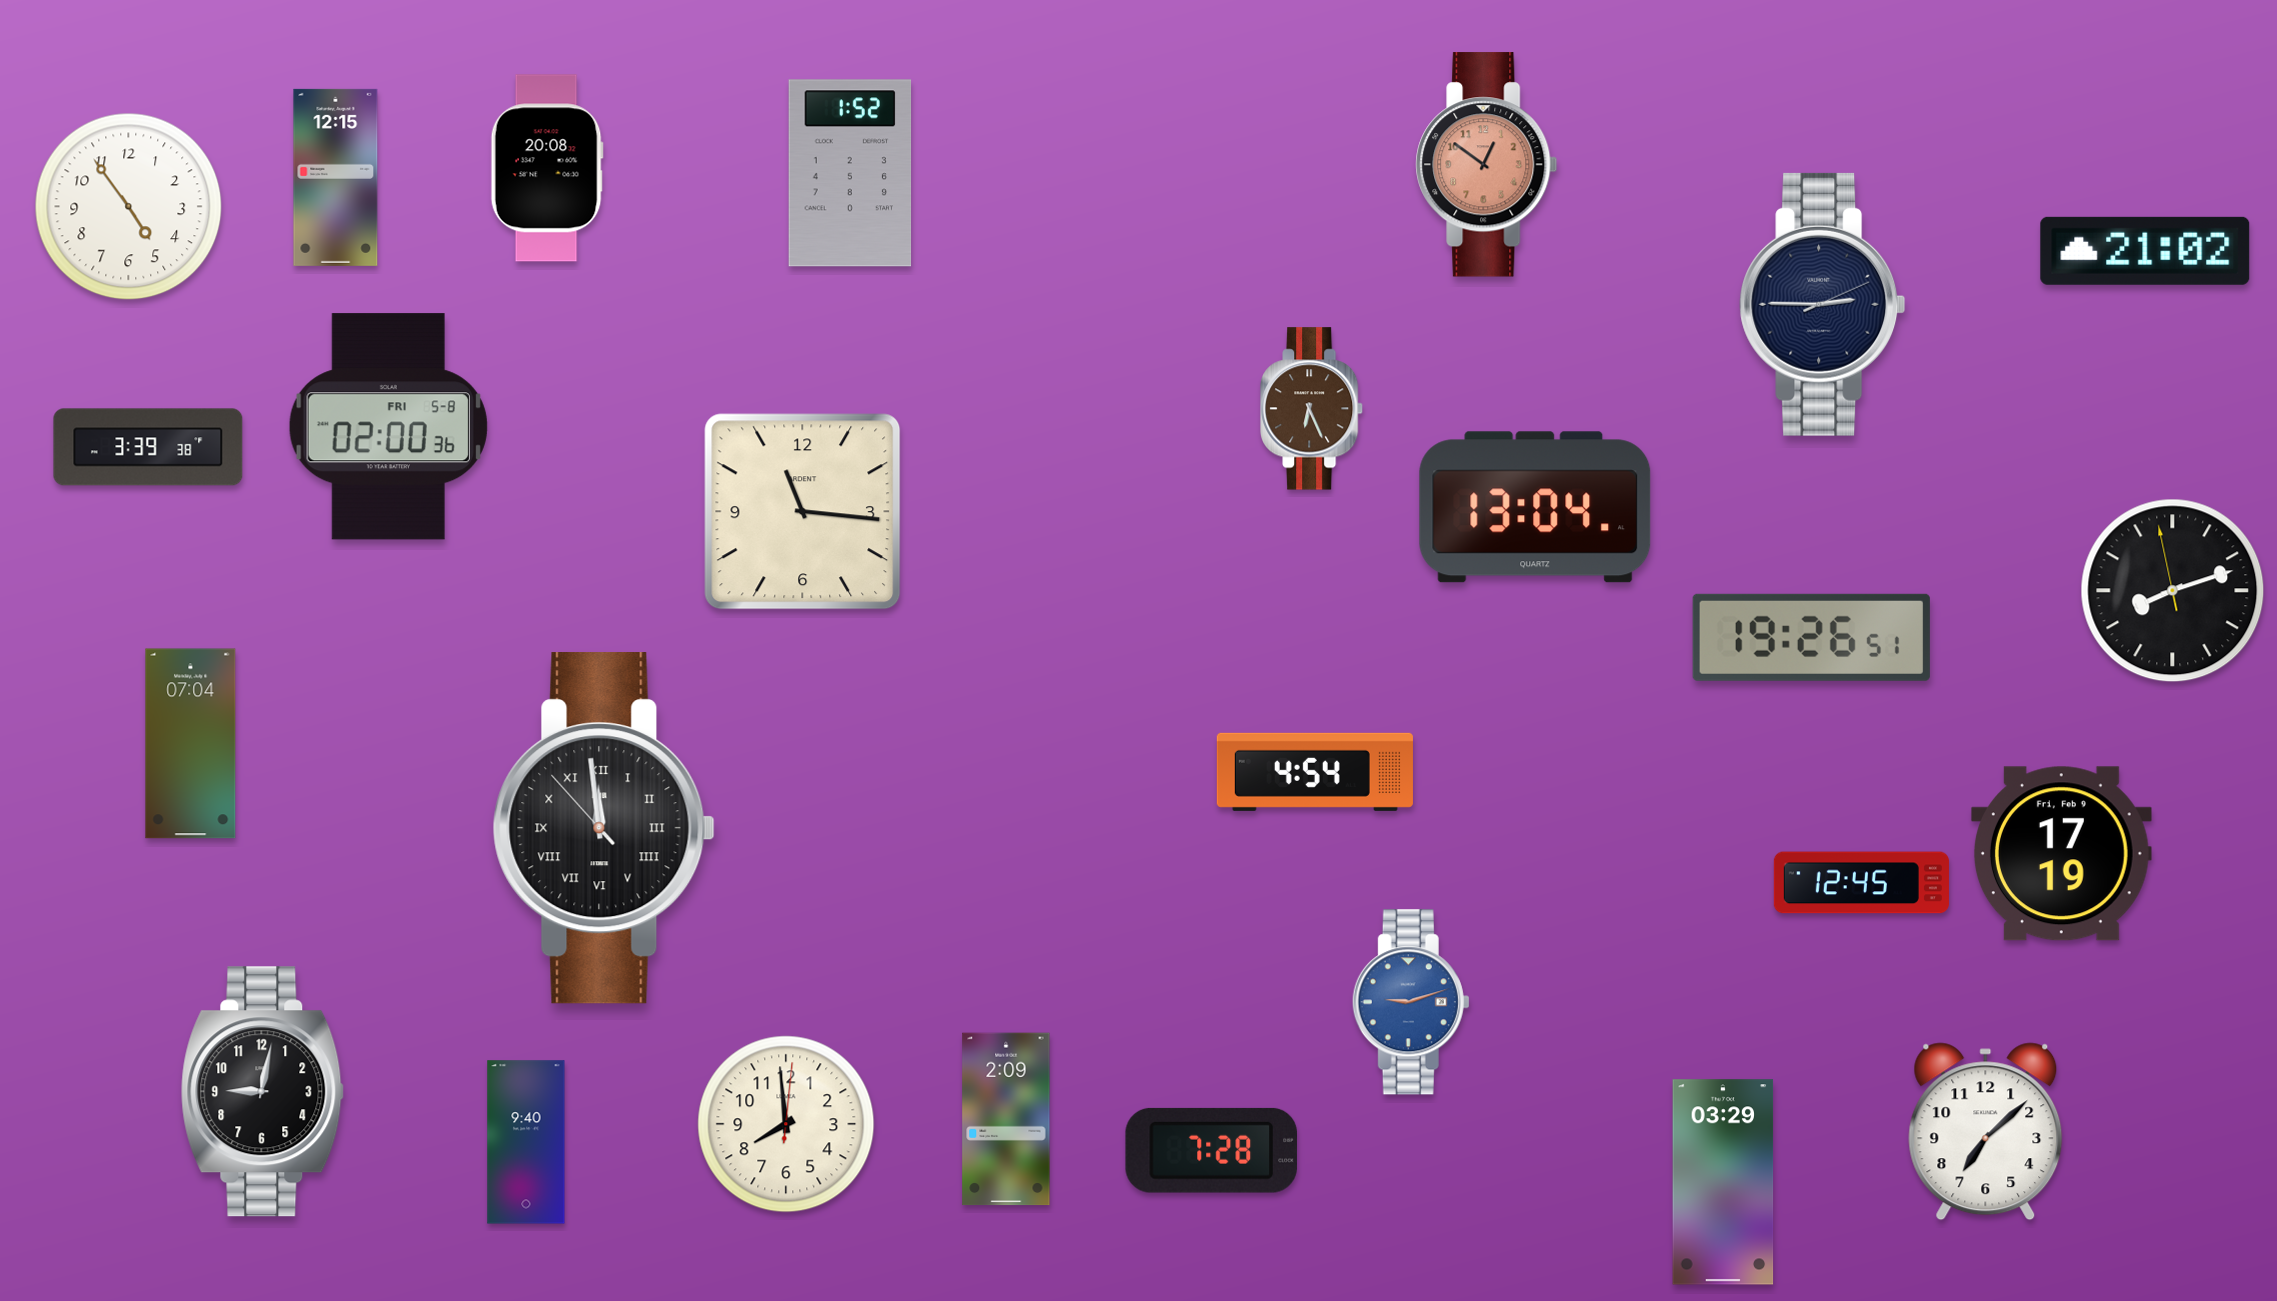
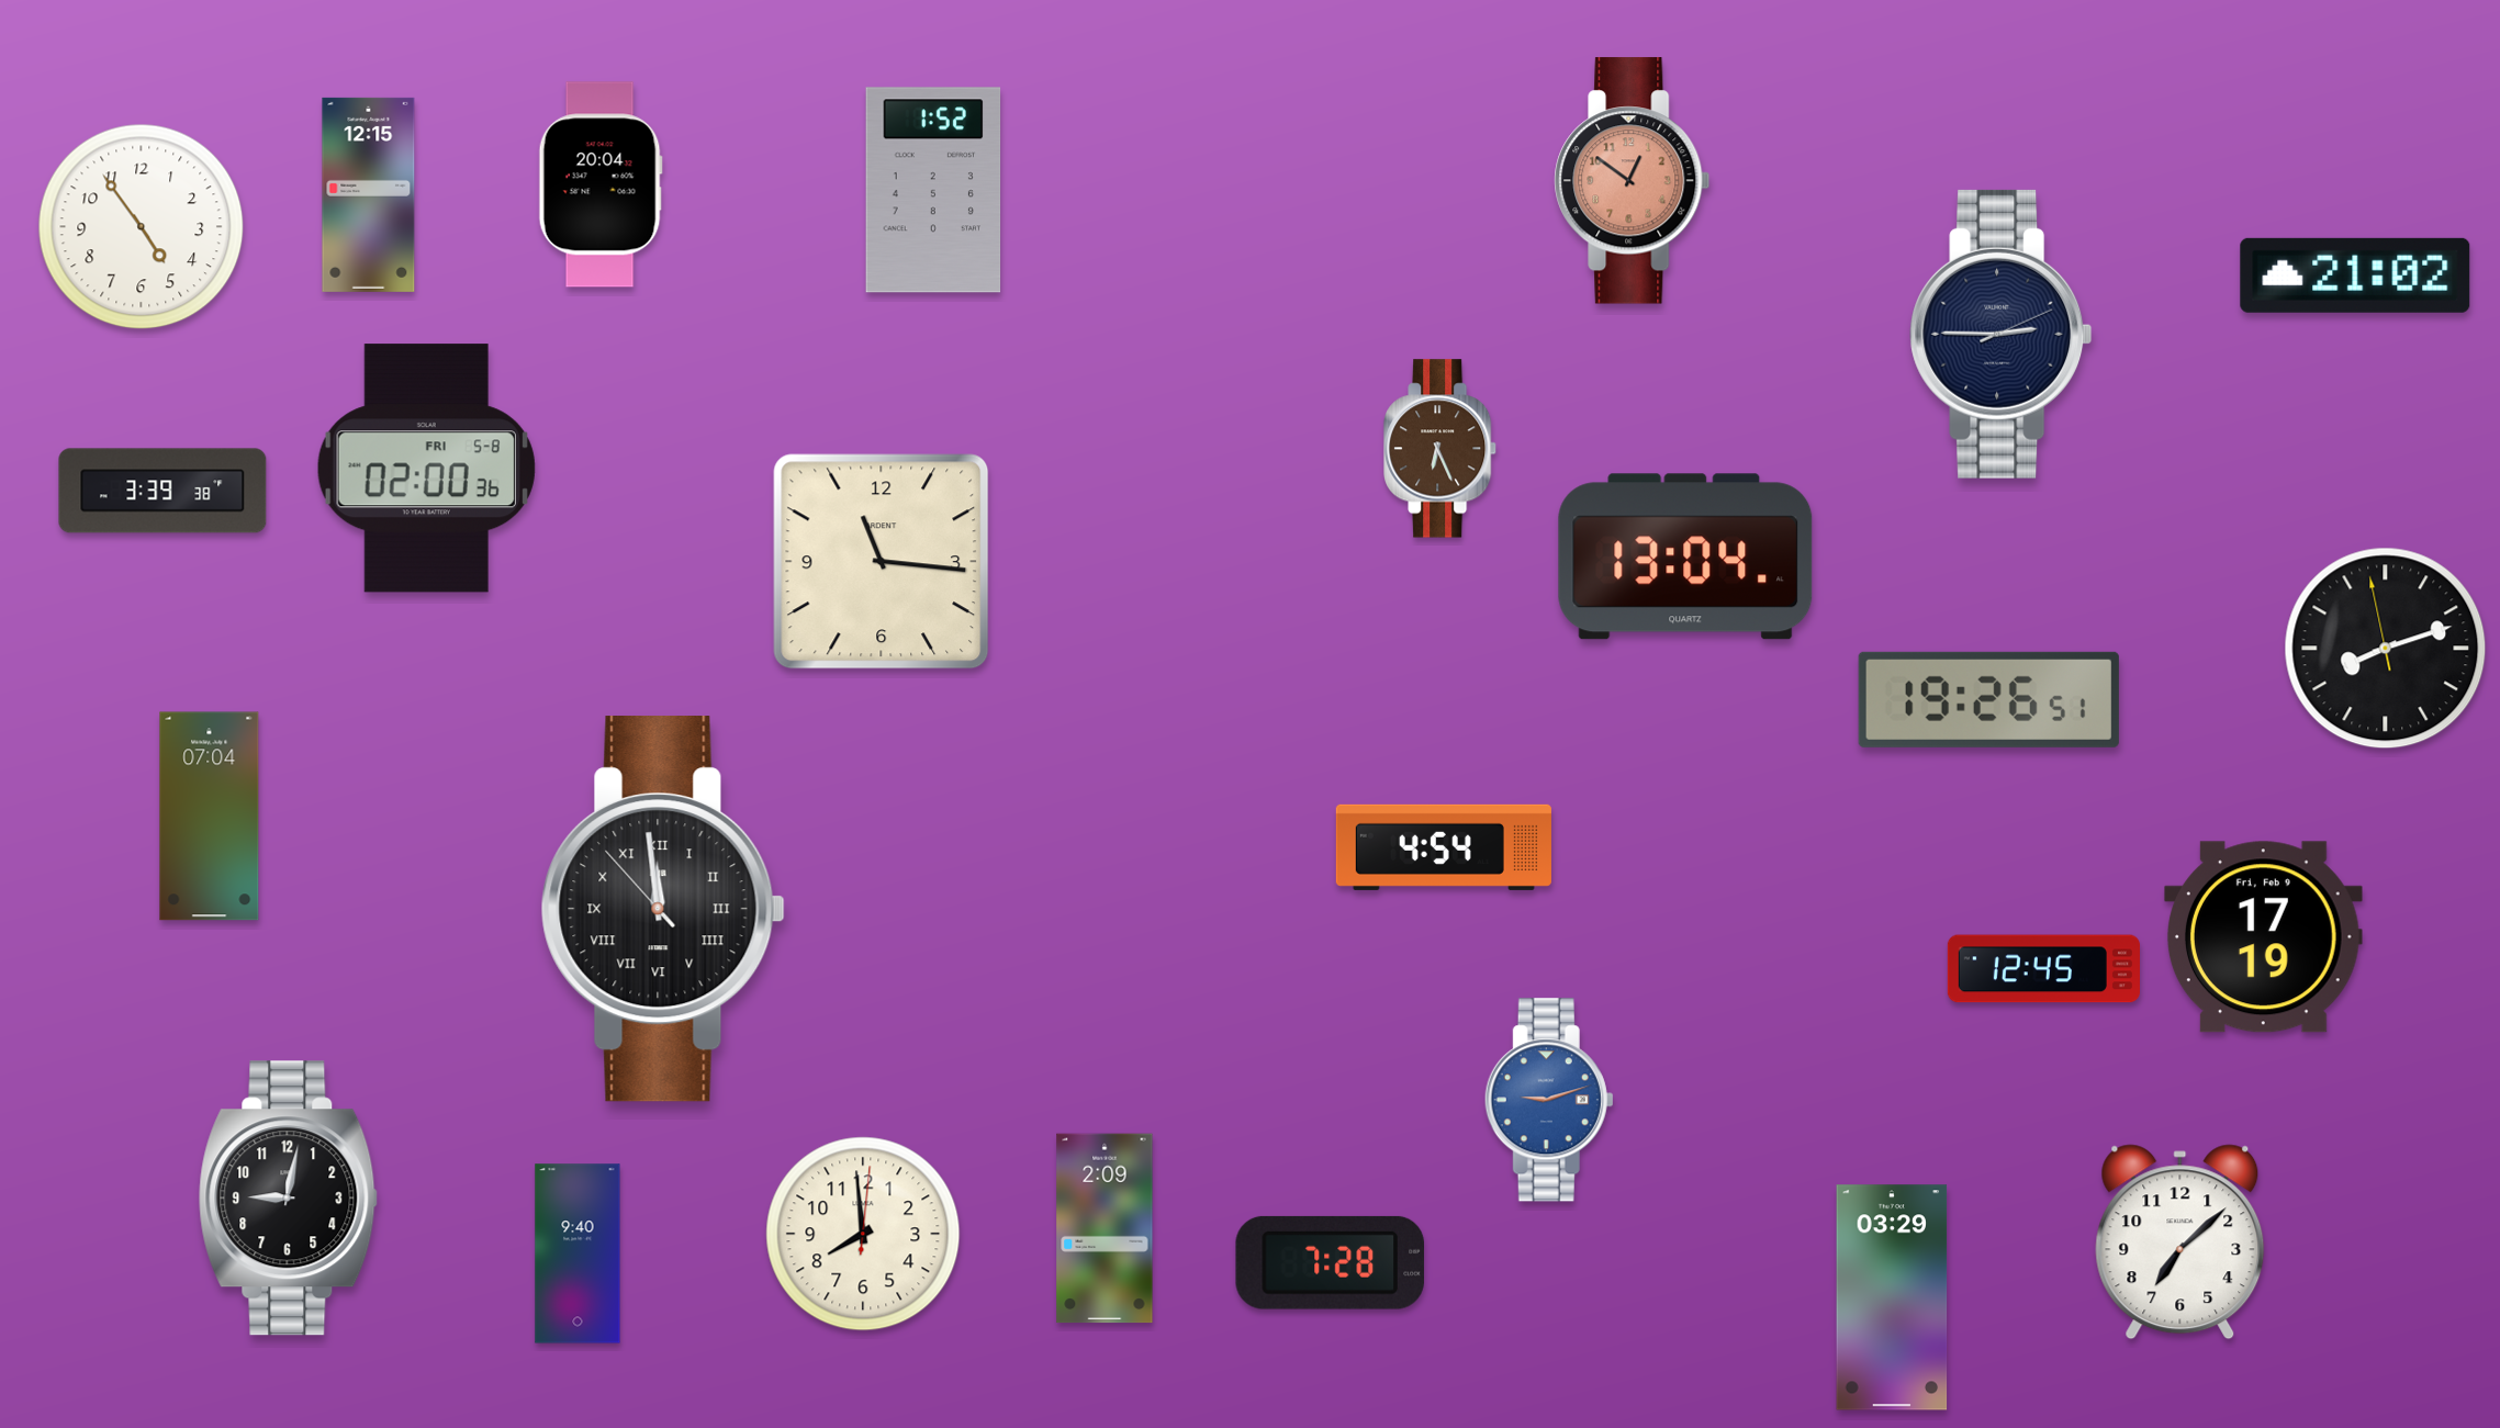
clock at (547, 168): 20:08 -> 20:04
